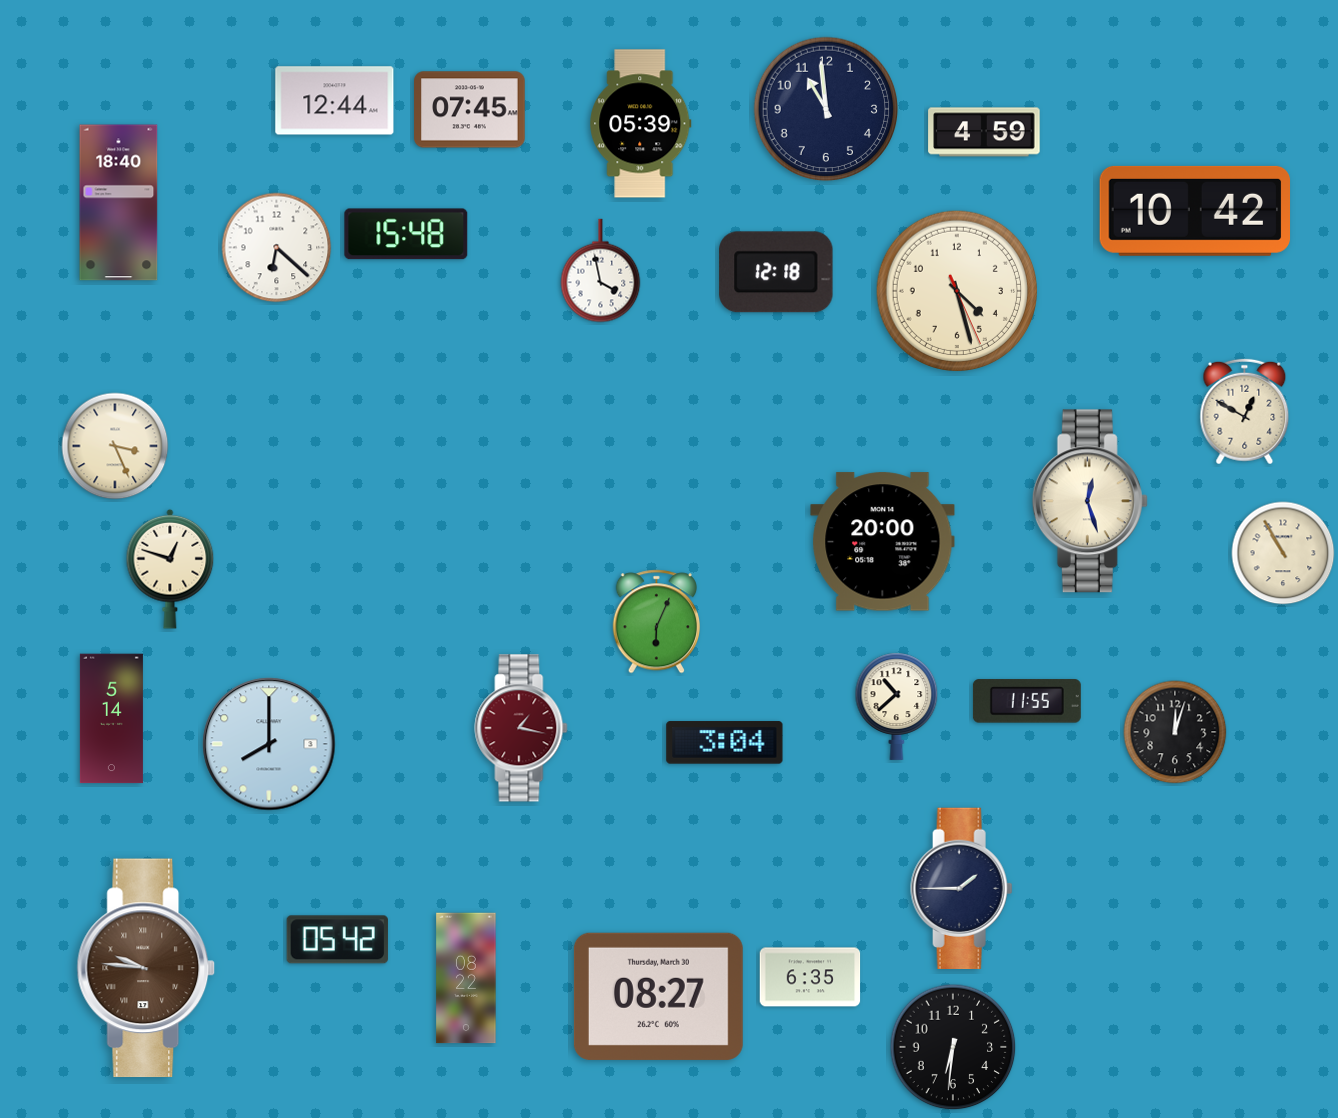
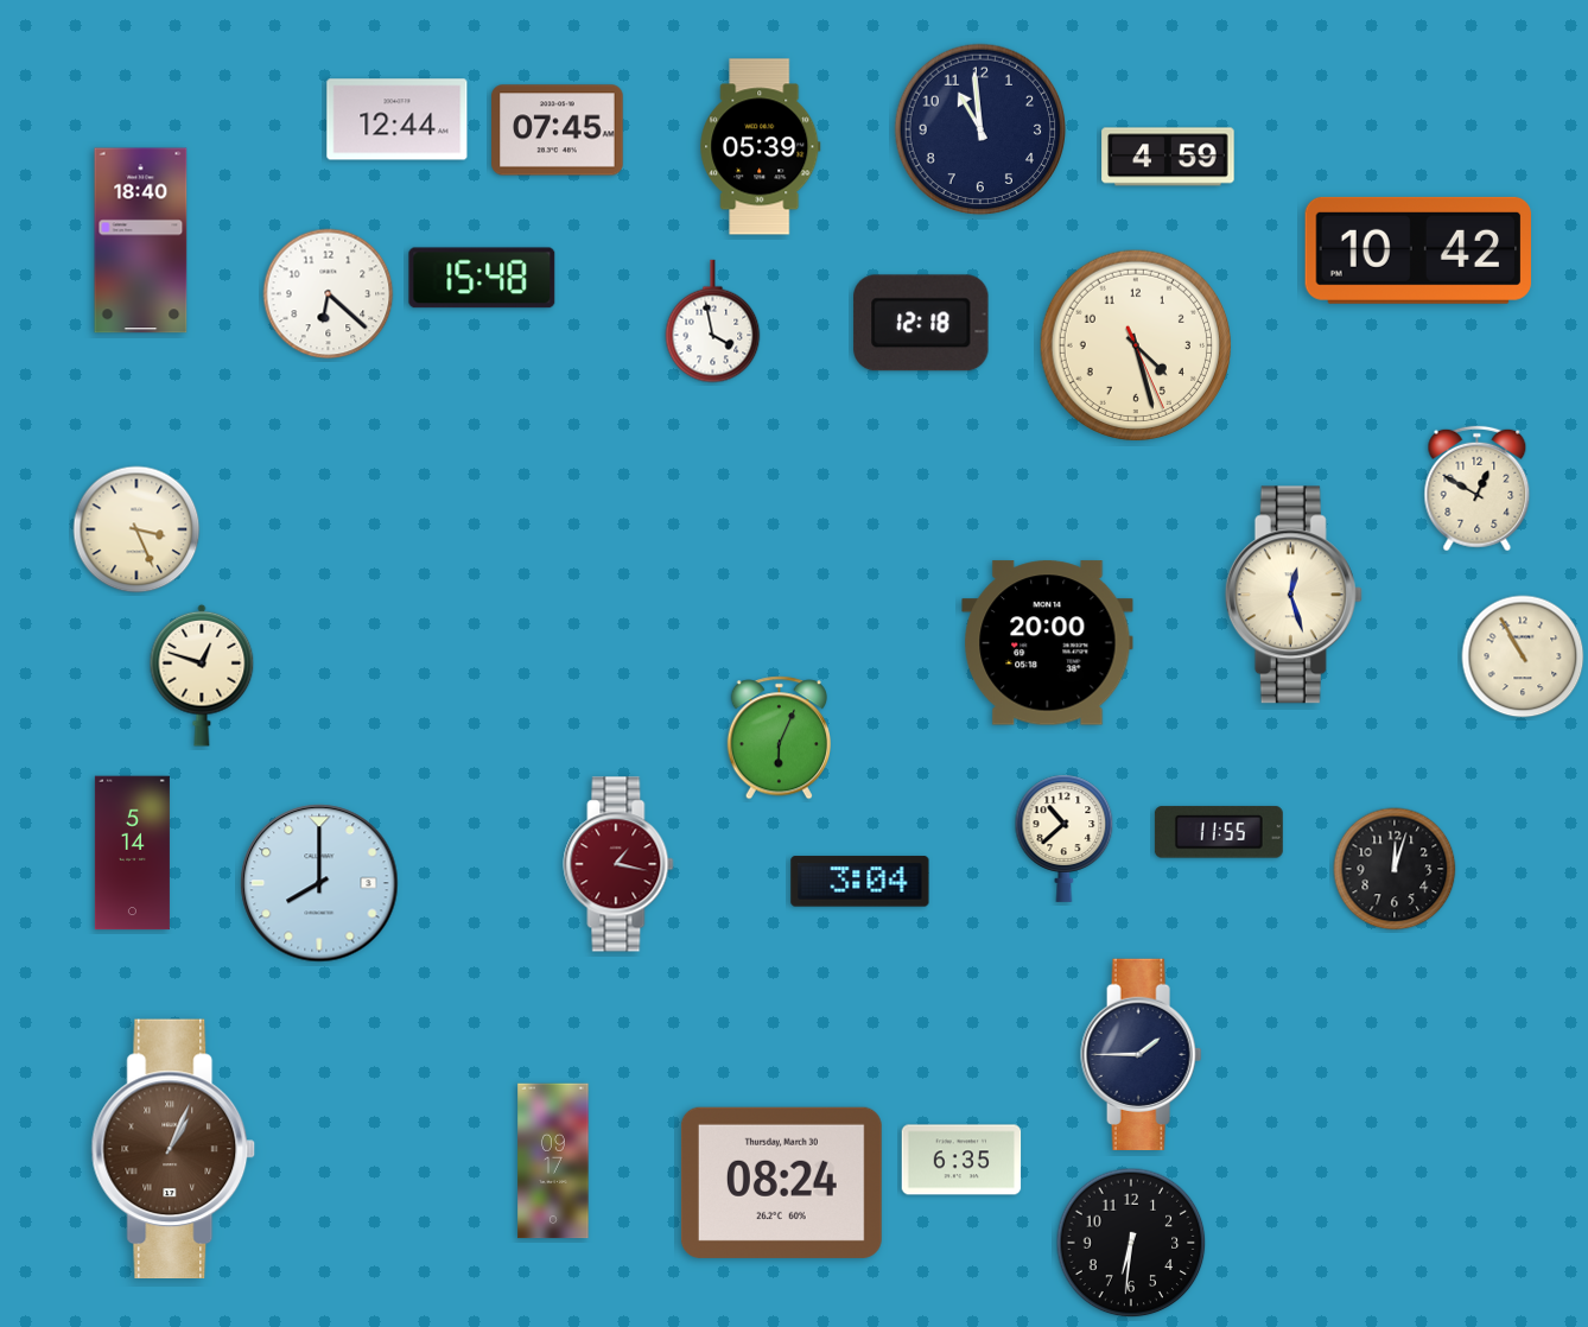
clock at (337, 940): 05:42 -> none
clock at (146, 968): 9:46 -> 1:04
clock at (466, 978): 08:22 -> 09:17
clock at (658, 996): 08:27 -> 08:24
